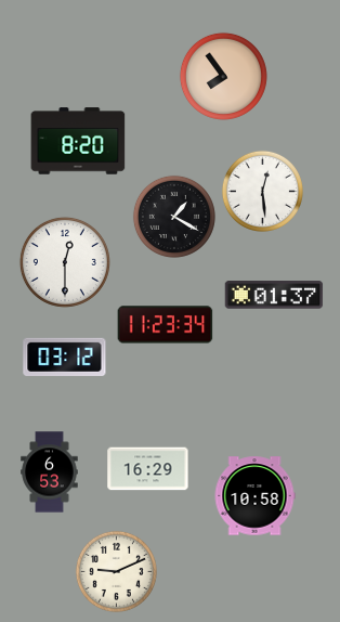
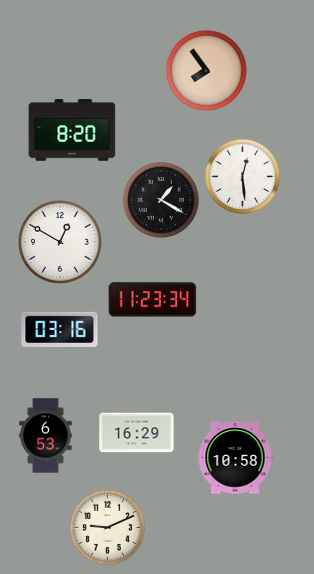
clock at (65, 262): 12:30 -> 12:50
clock at (274, 295): 01:37 -> none
clock at (65, 357): 03:12 -> 03:16
